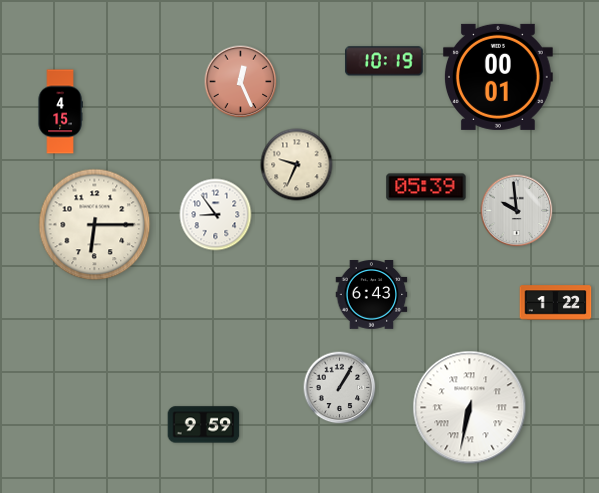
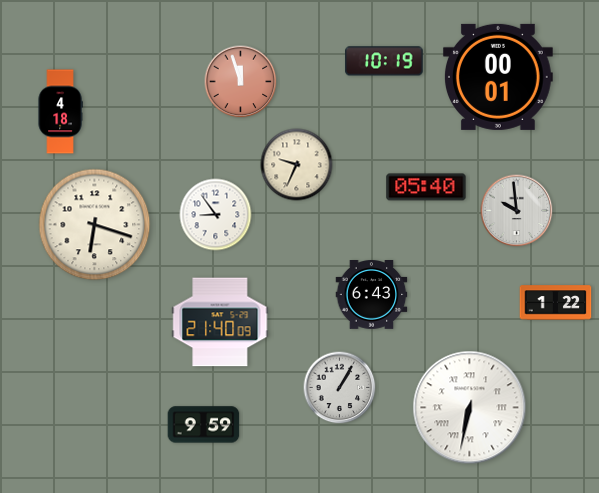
clock at (241, 82): 12:26 -> 11:57
clock at (60, 112): 4:15 -> 4:18
clock at (426, 187): 05:39 -> 05:40
clock at (95, 225): 6:15 -> 6:18
clock at (220, 322): none -> 21:40
